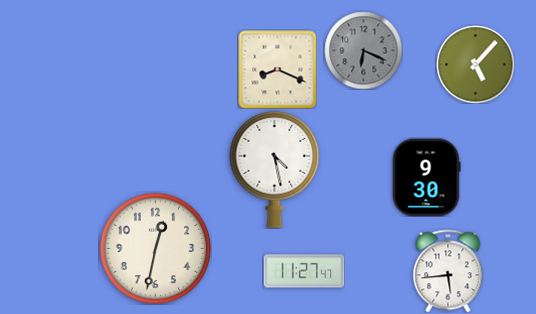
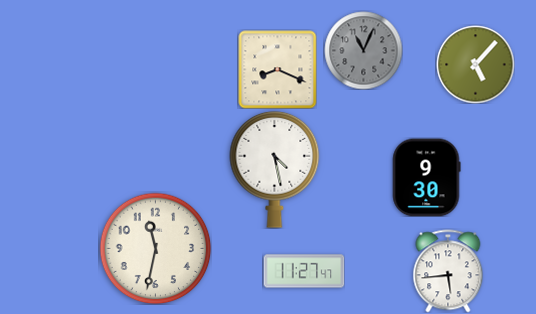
clock at (363, 50): 6:19 -> 11:04
clock at (155, 248): 12:32 -> 11:32
